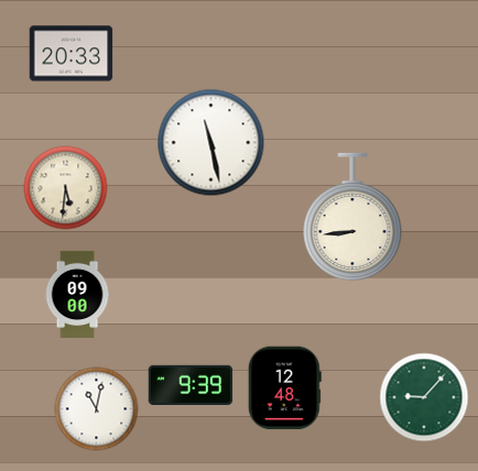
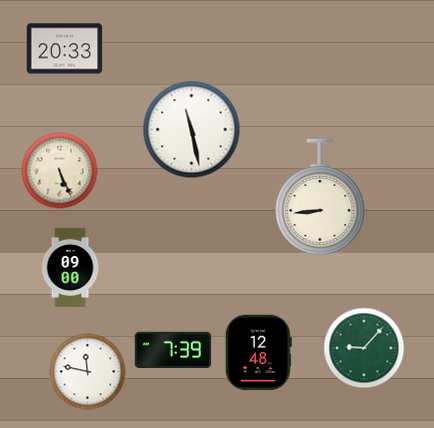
clock at (66, 188): 5:31 -> 5:26
clock at (191, 385): 9:39 -> 7:39
clock at (424, 397) position: (424, 397) -> (364, 348)
clock at (97, 409): 11:02 -> 11:47
